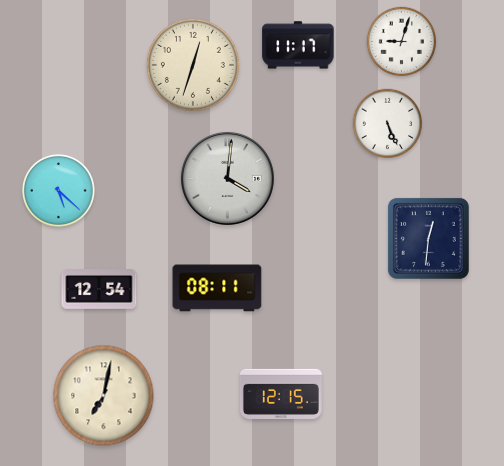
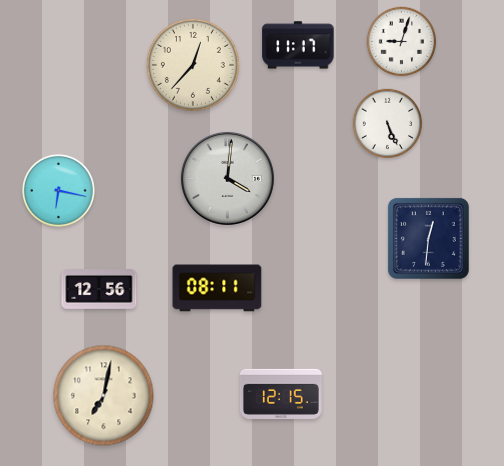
clock at (193, 65): 12:33 -> 12:37
clock at (58, 190): 5:22 -> 6:17
clock at (99, 290): 12:54 -> 12:56
